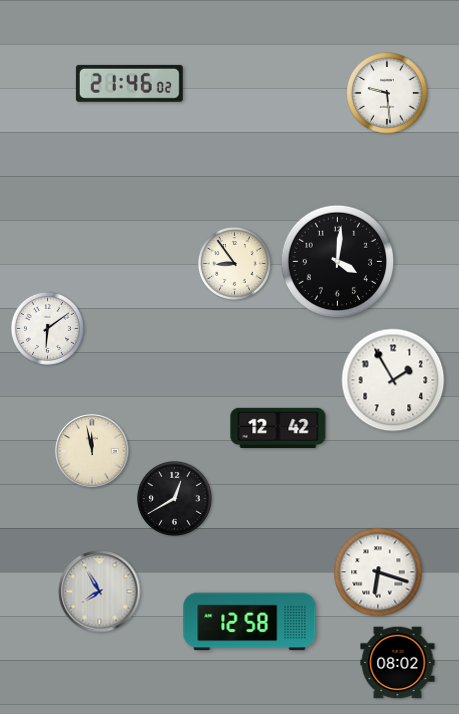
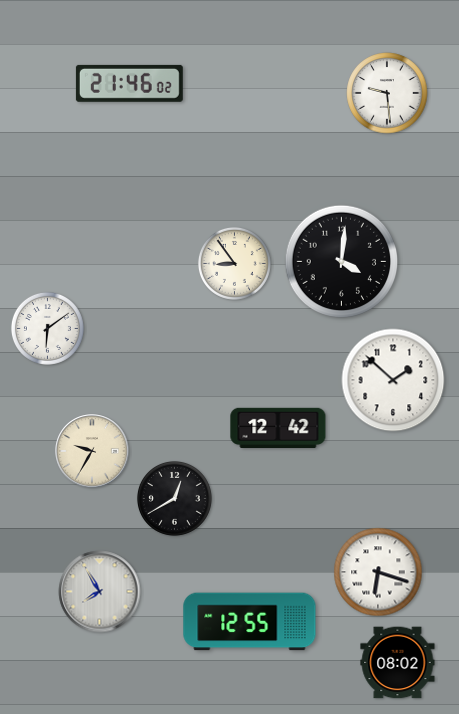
clock at (338, 262) position: (338, 262) -> (342, 262)
clock at (393, 380): 1:55 -> 1:52
clock at (92, 451): 11:58 -> 9:35
clock at (250, 622): 12:58 -> 12:55
